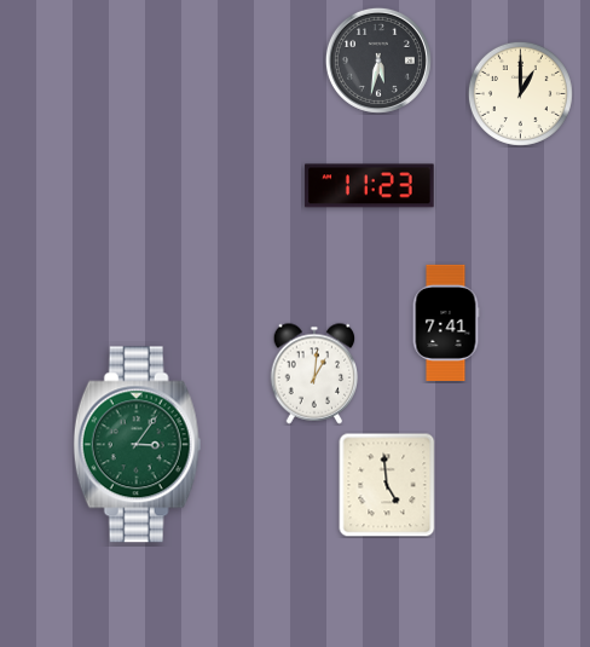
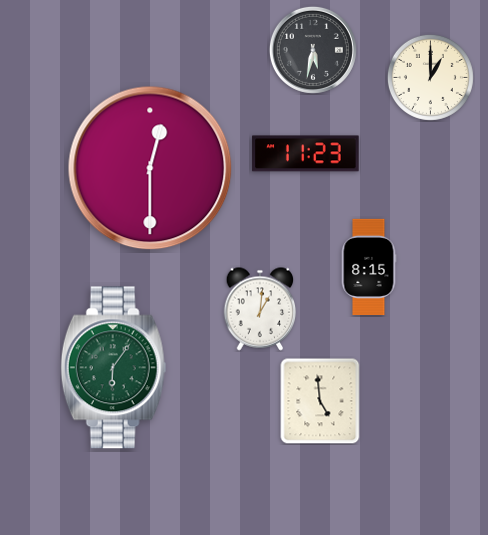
clock at (150, 168): none -> 12:30
clock at (446, 322): 7:41 -> 8:15
clock at (138, 445): 3:06 -> 6:06
